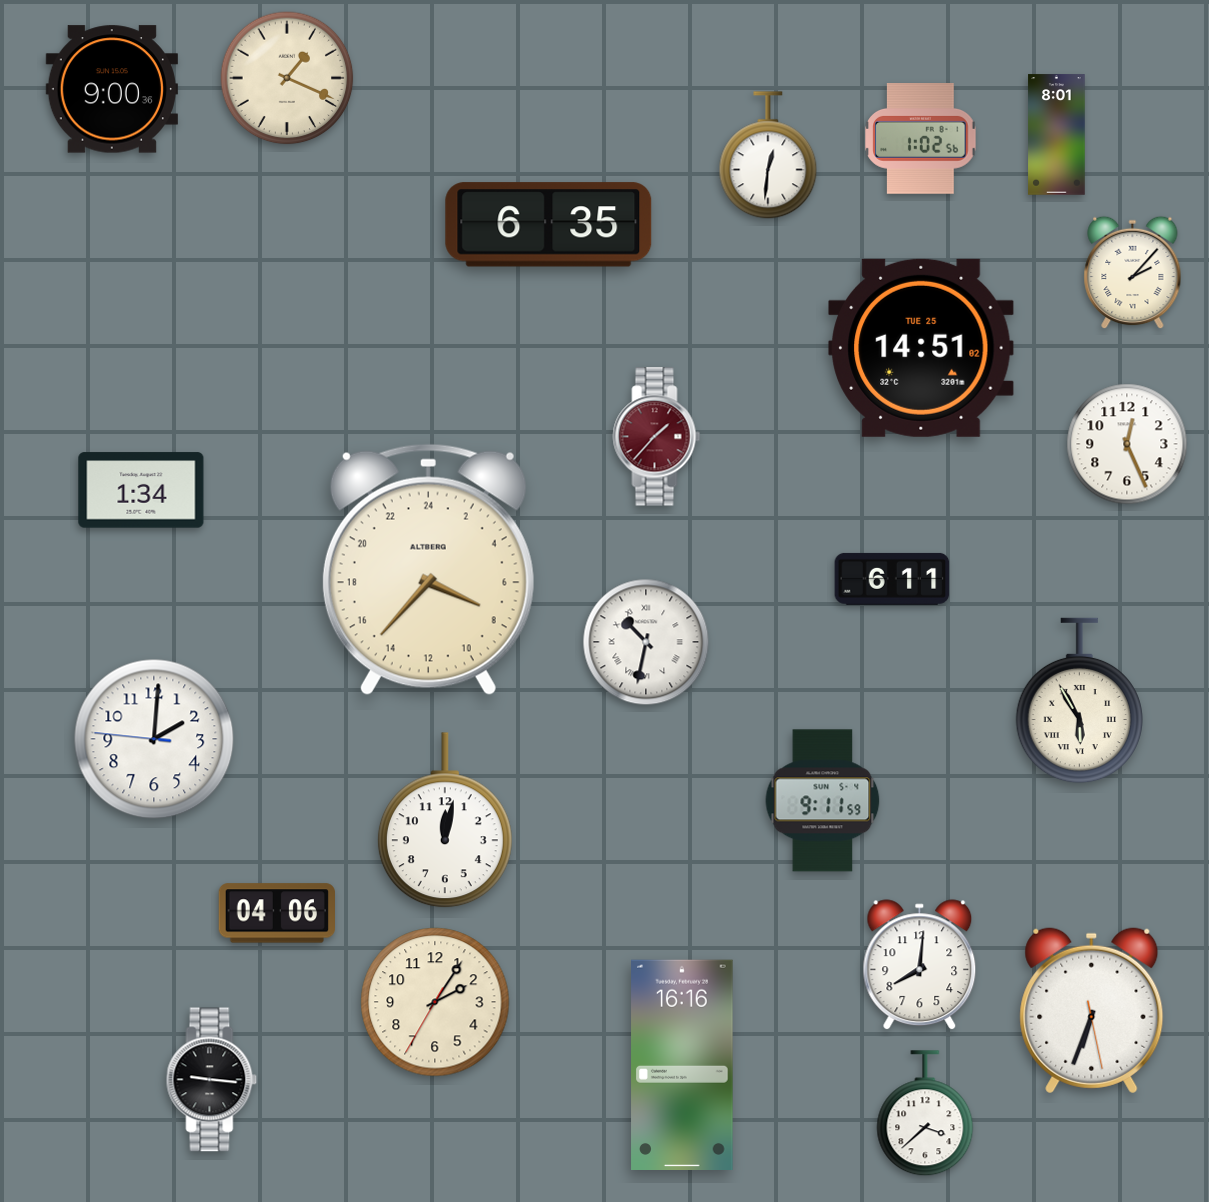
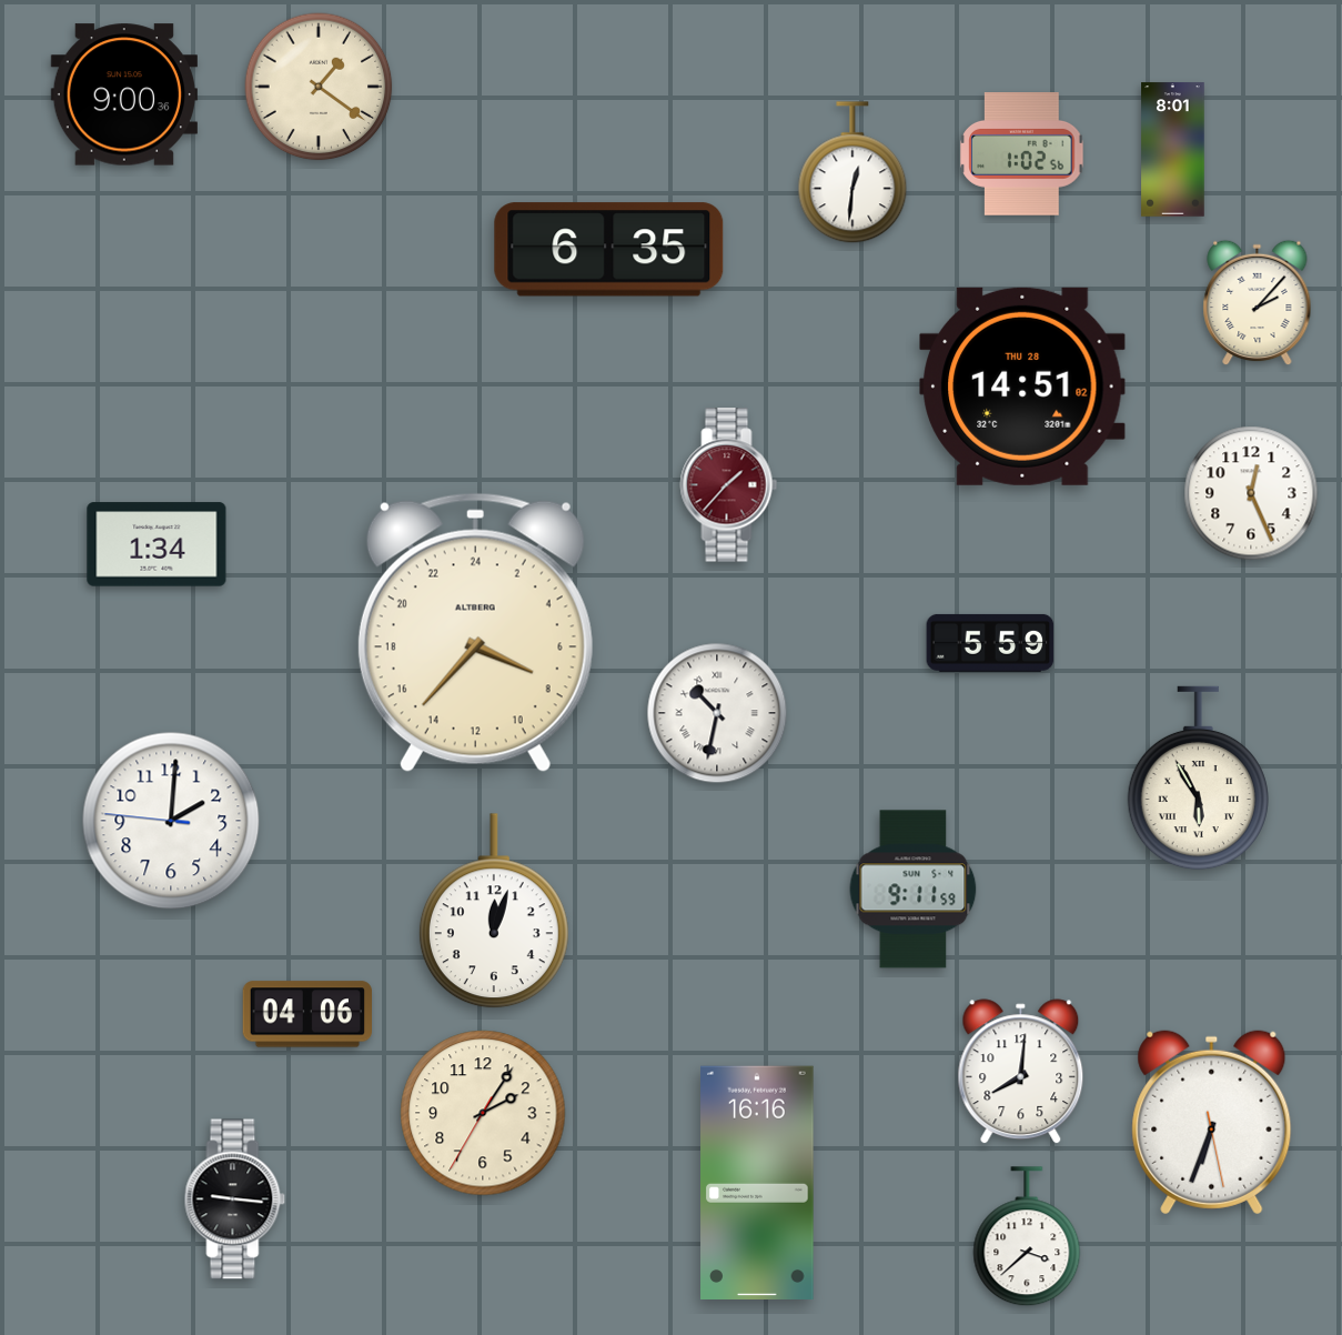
clock at (287, 78): 1:19 -> 1:21
clock at (112, 89) position: (112, 89) -> (124, 94)
clock at (921, 348) date: TUE 25 -> THU 28
clock at (892, 579): 6:11 -> 5:59
clock at (445, 821): 12:02 -> 12:03
